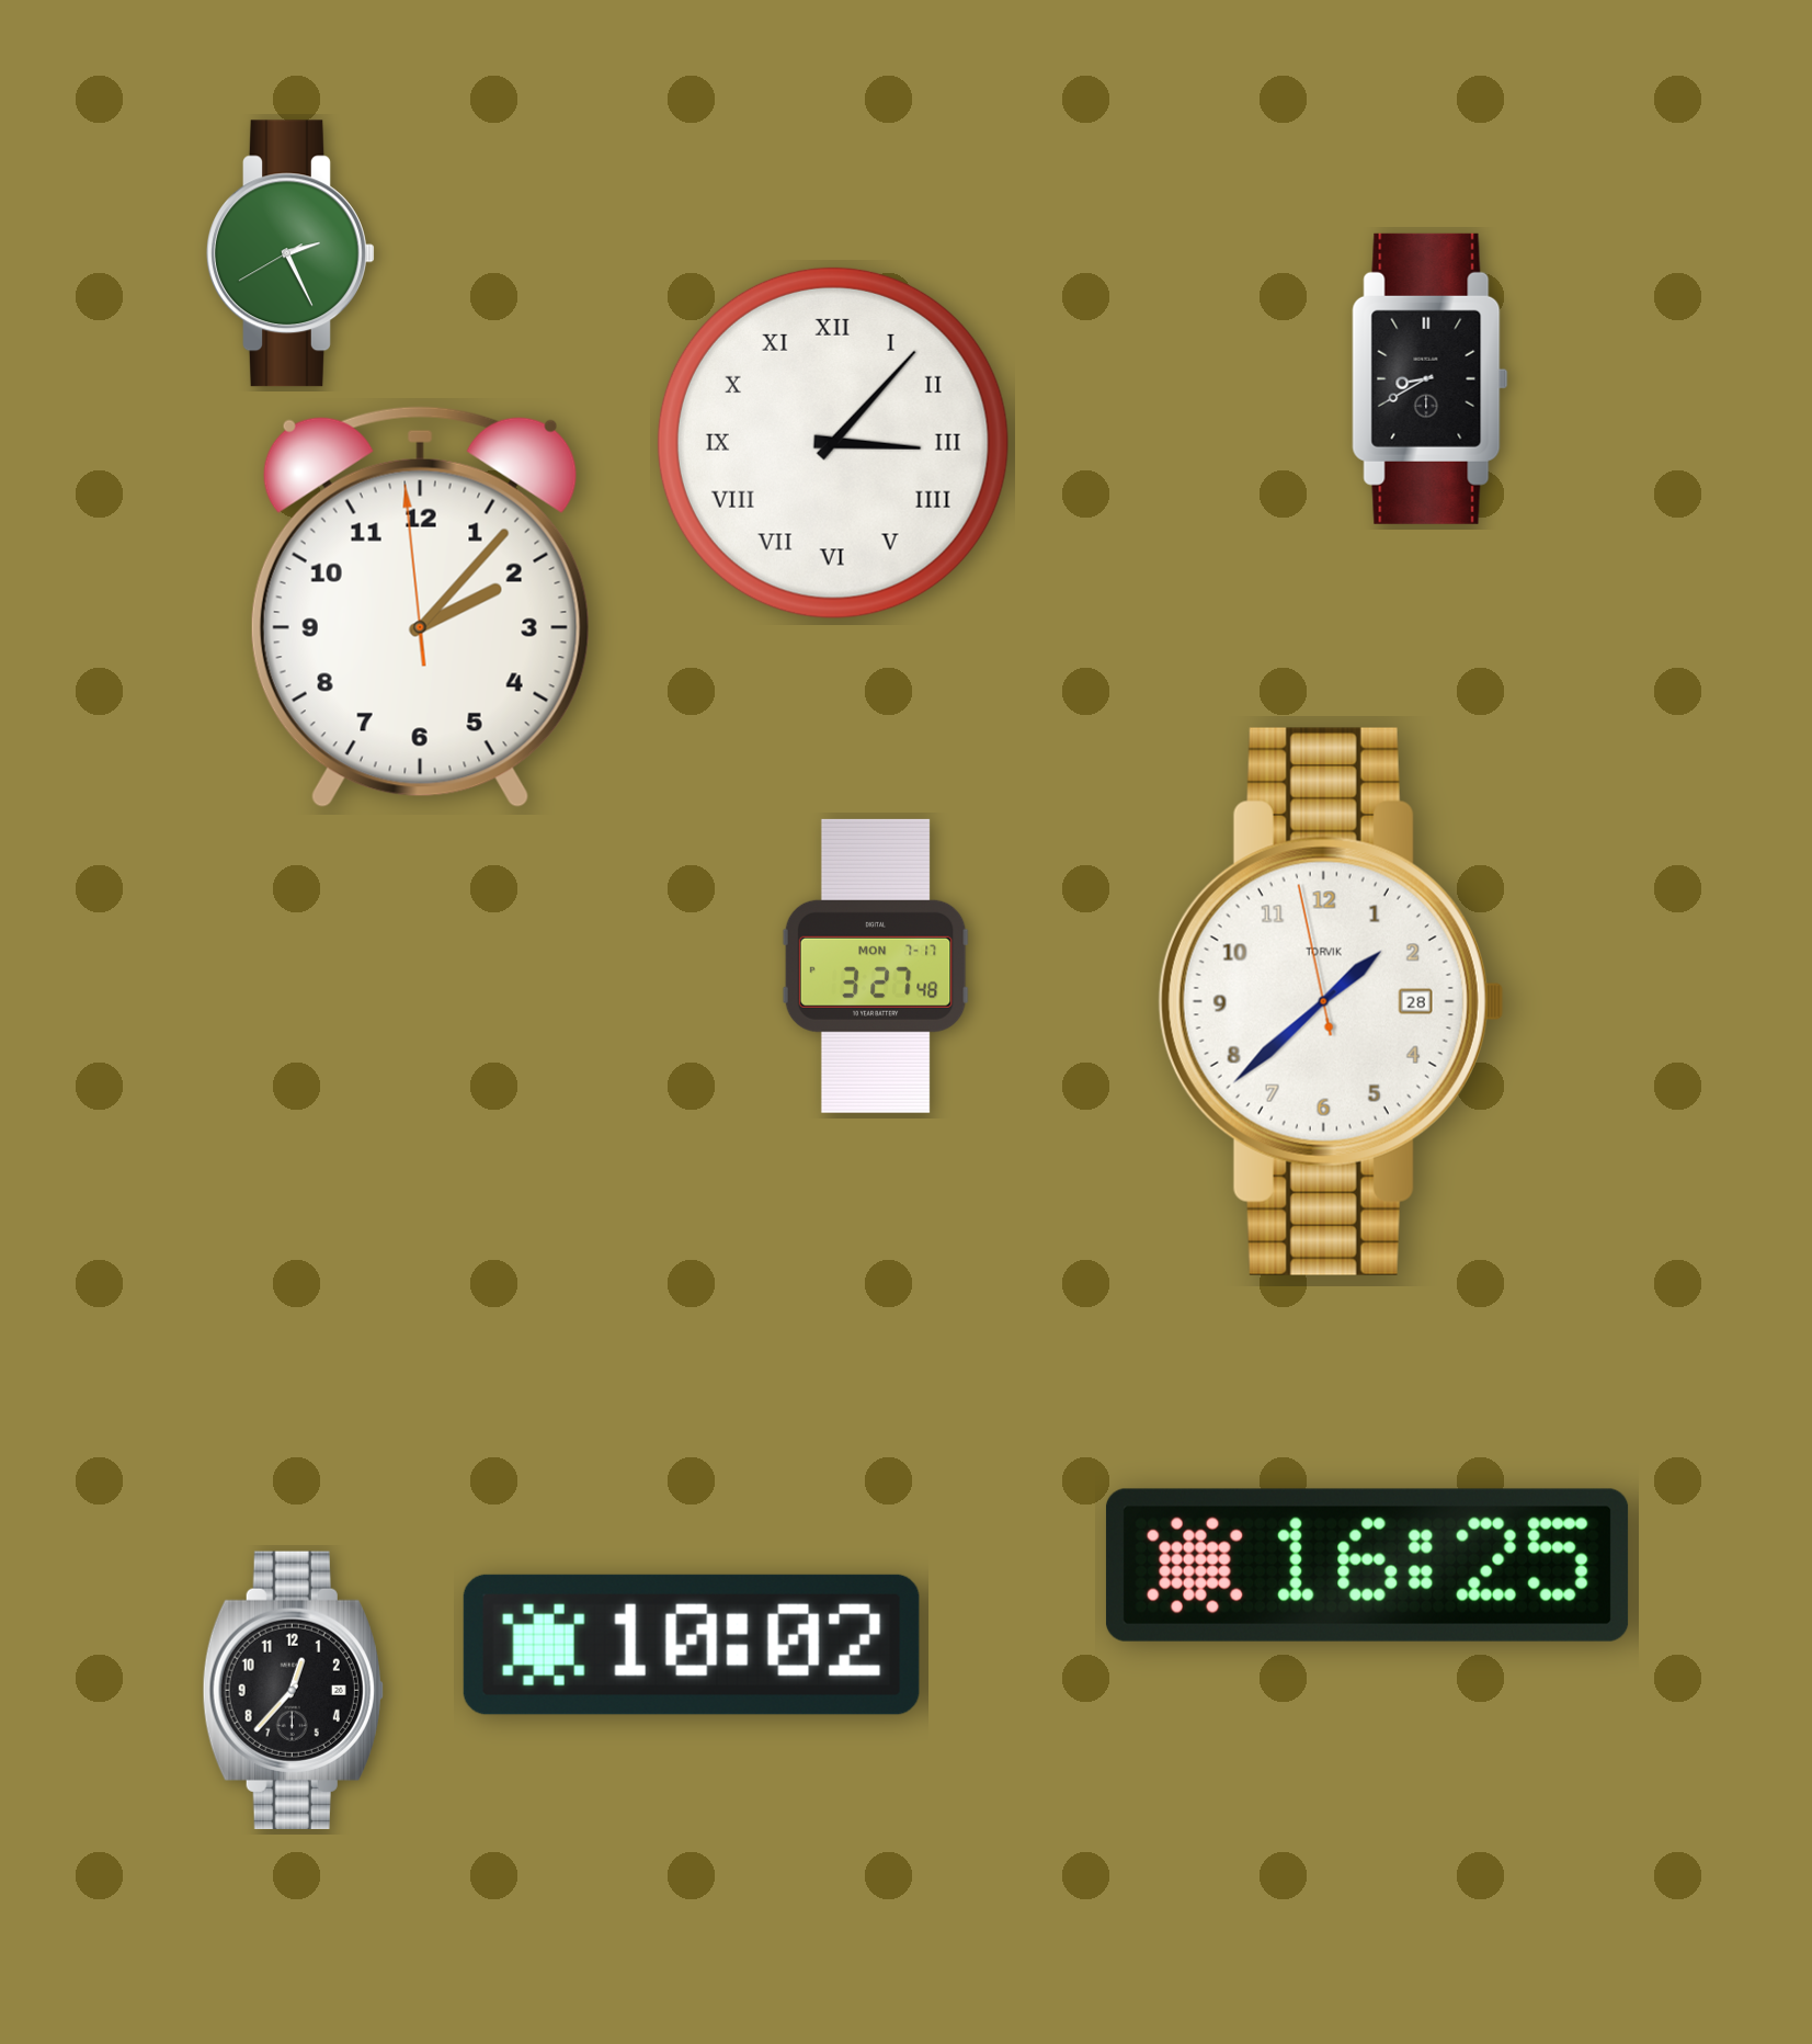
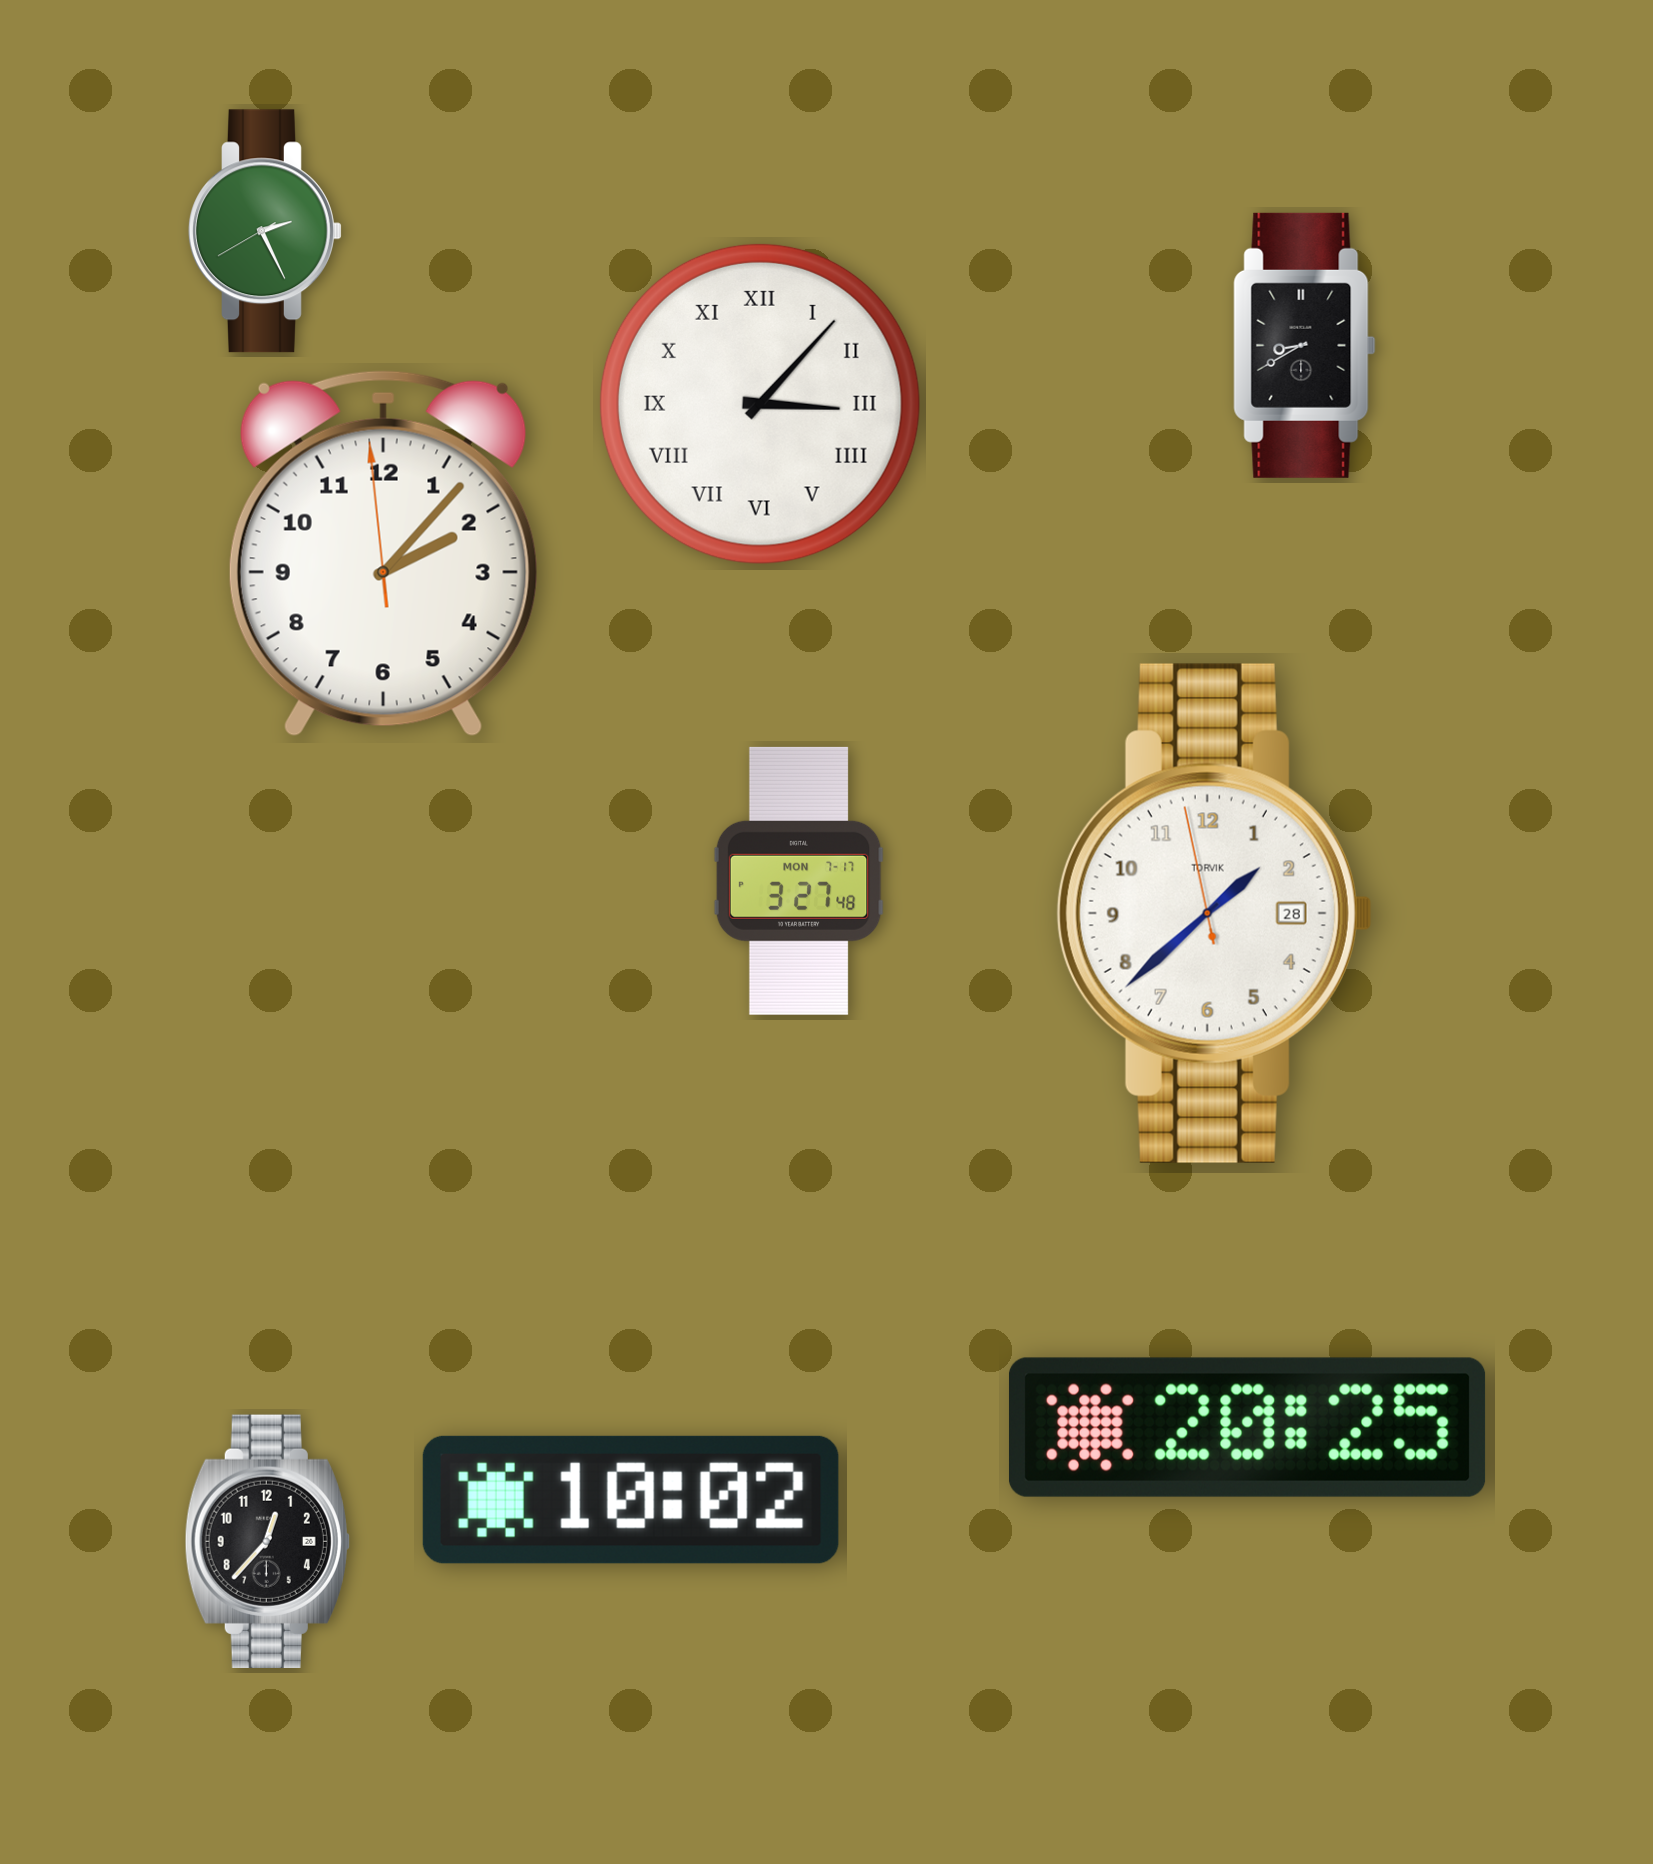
clock at (1367, 1565): 16:25 -> 20:25
